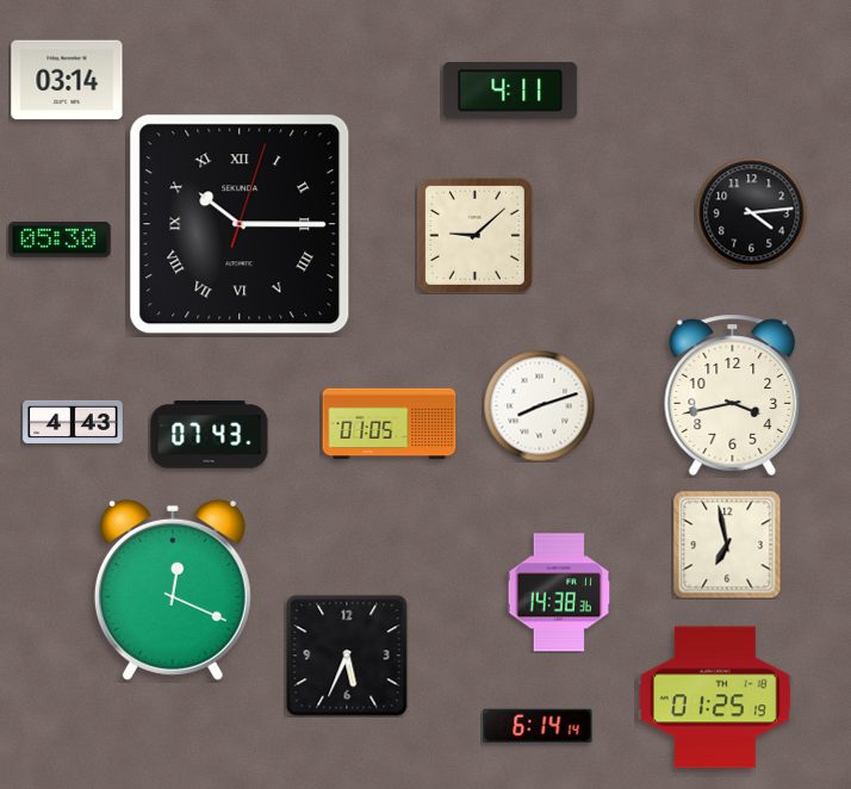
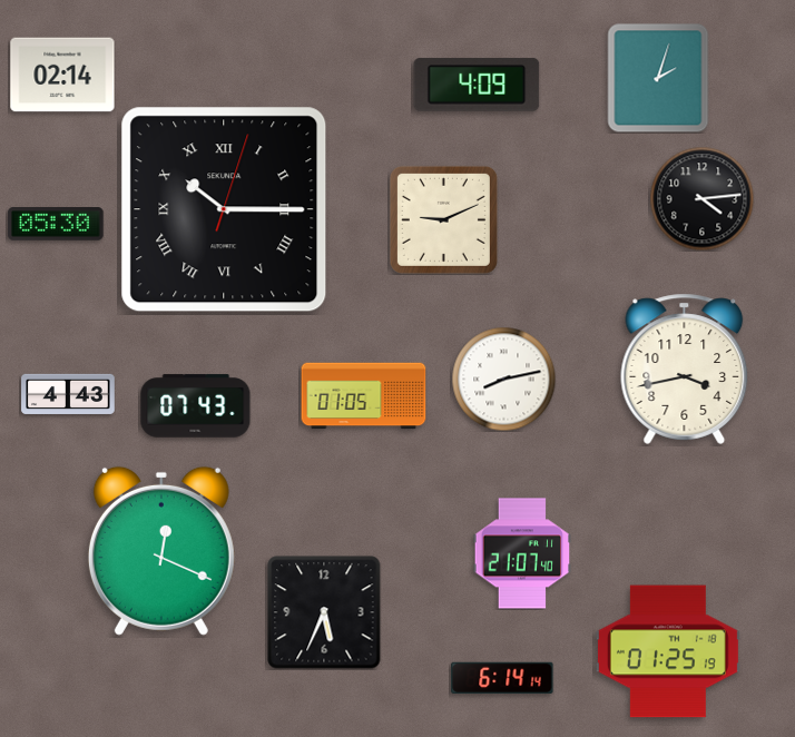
clock at (67, 80): 03:14 -> 02:14
clock at (658, 78): none -> 2:03
clock at (510, 92): 4:11 -> 4:09
clock at (474, 235): 9:08 -> 9:11
clock at (539, 405): 8:12 -> 8:13
clock at (727, 545): 6:58 -> none
clock at (559, 592): 14:38 -> 21:07
